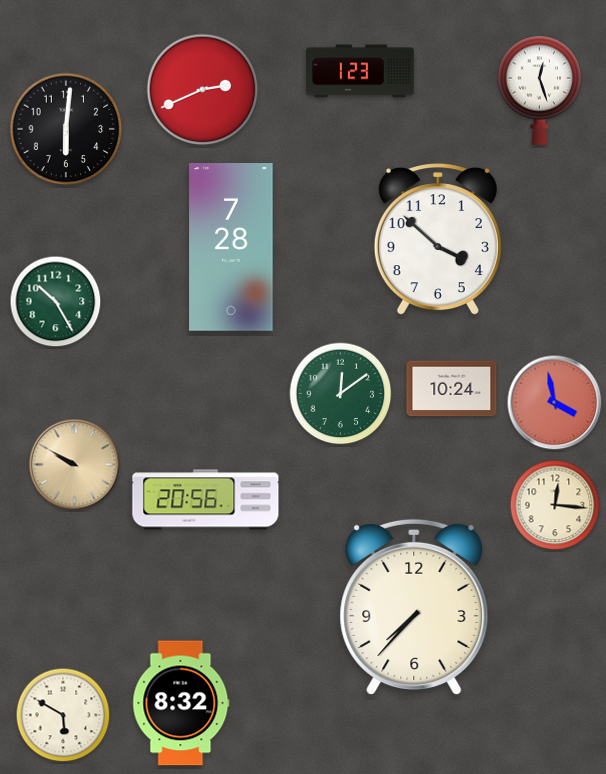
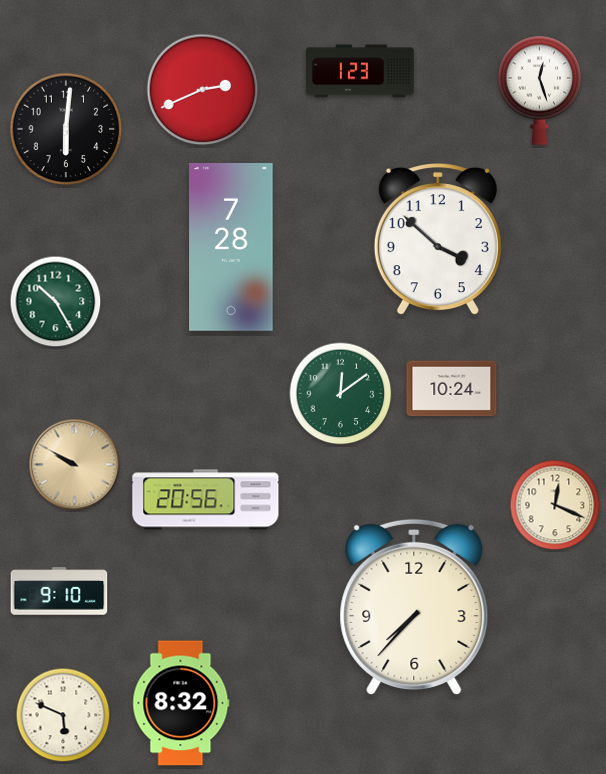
clock at (555, 403): 3:58 -> none
clock at (555, 505): 12:16 -> 12:19
clock at (59, 591): none -> 9:10
clock at (63, 715): 5:50 -> 5:49
